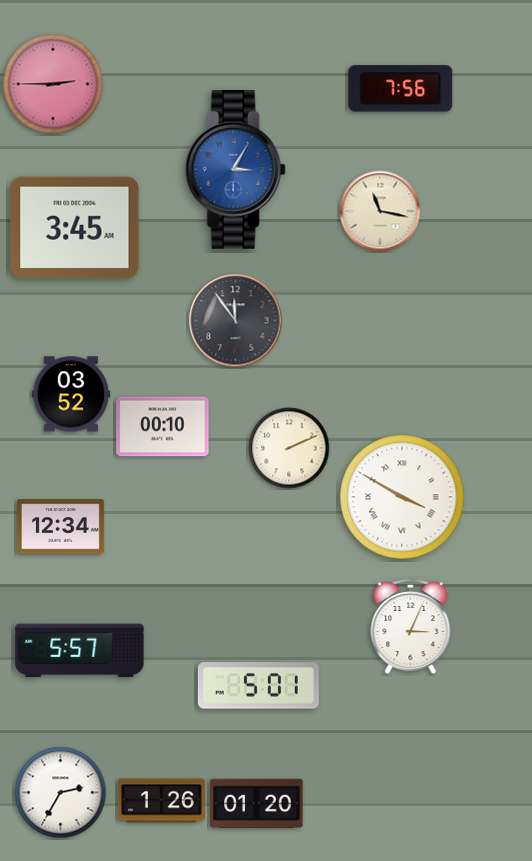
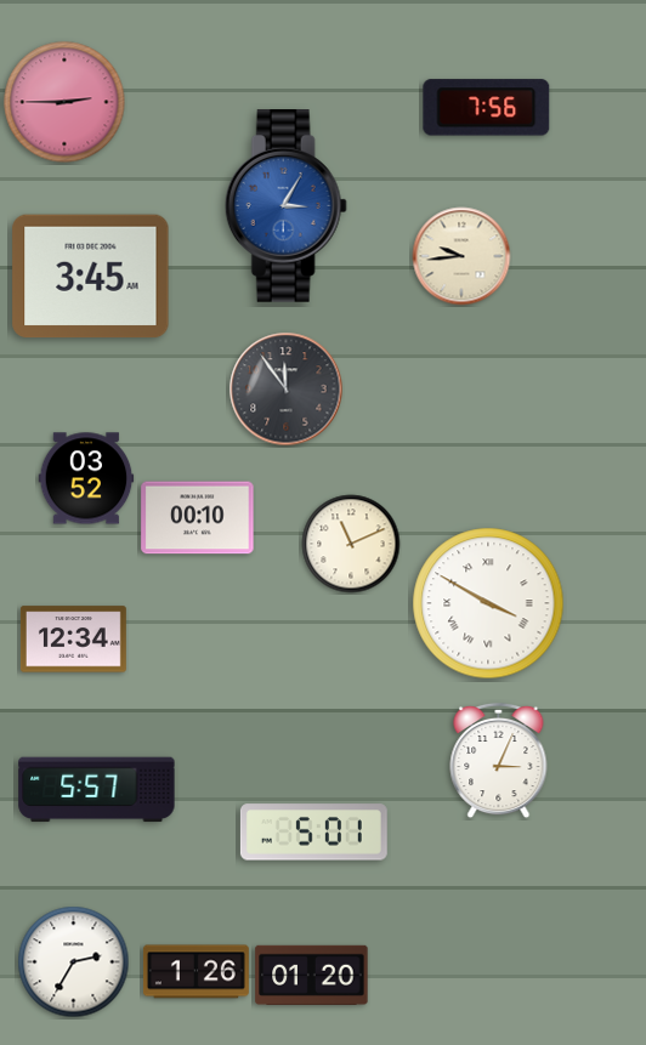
clock at (380, 211): 11:17 -> 9:44
clock at (289, 448): 2:11 -> 11:11
